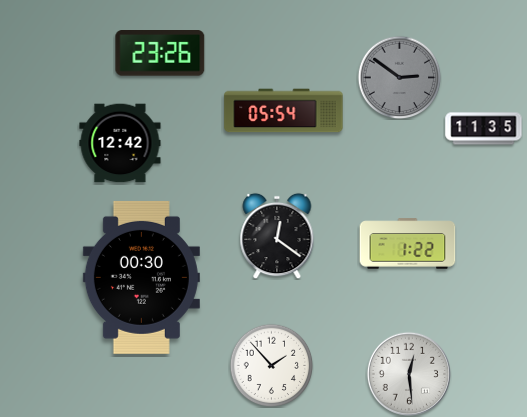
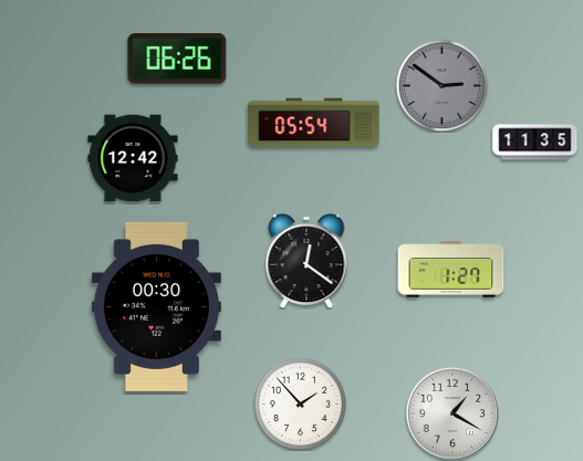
clock at (160, 53): 23:26 -> 06:26
clock at (408, 244): 1:22 -> 1:27
clock at (408, 373): 12:29 -> 1:20
